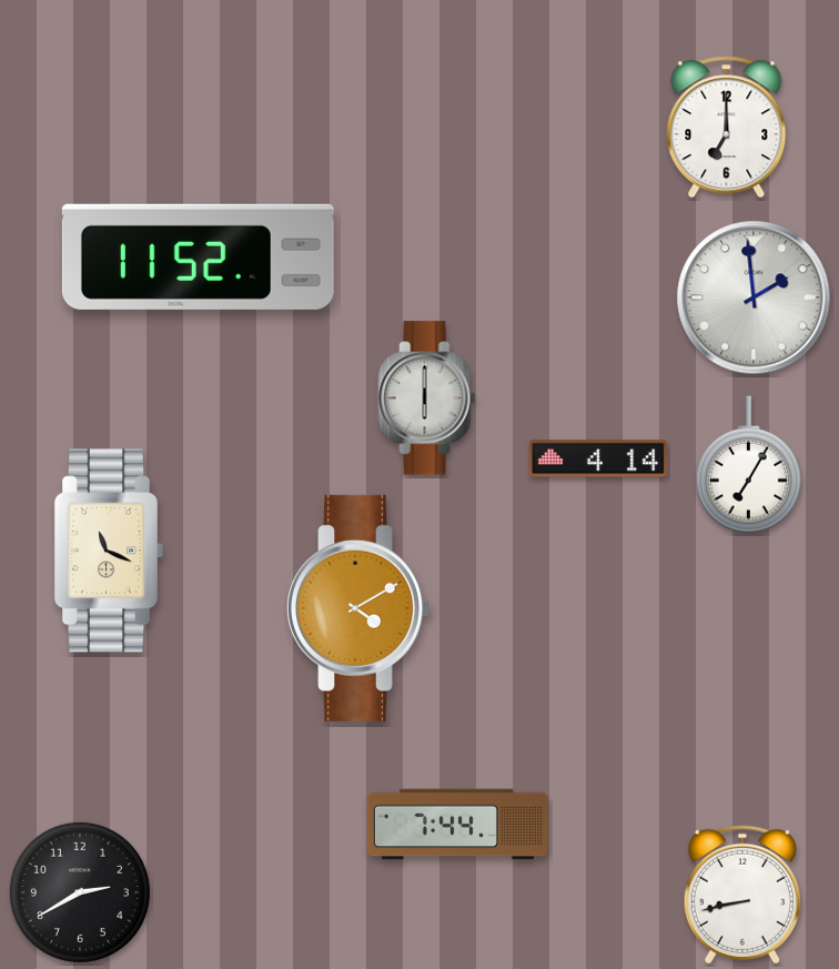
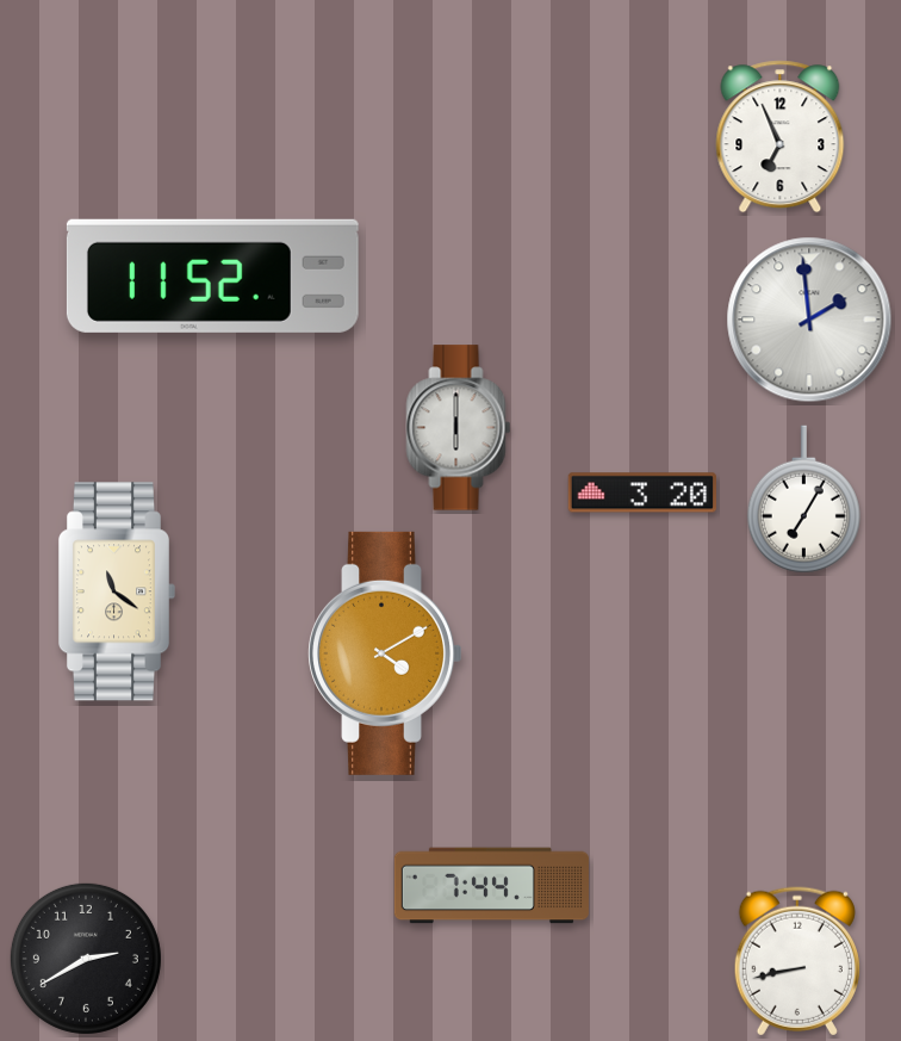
clock at (727, 128): 7:00 -> 6:56
clock at (597, 458): 4:14 -> 3:20
clock at (109, 551): 11:19 -> 11:21
